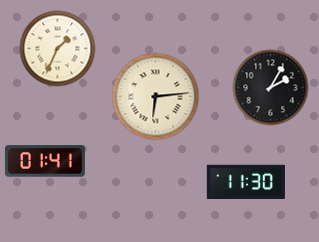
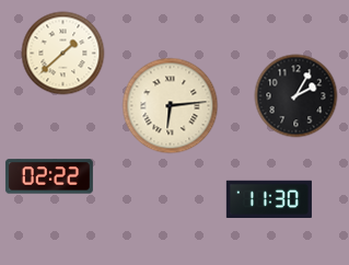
clock at (58, 49): 1:34 -> 1:38
clock at (45, 161): 01:41 -> 02:22
